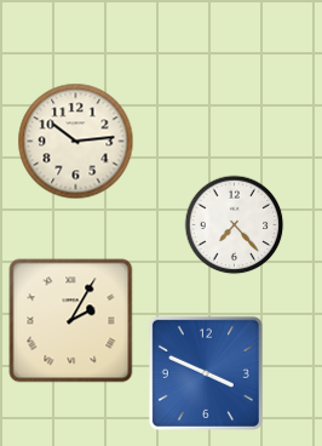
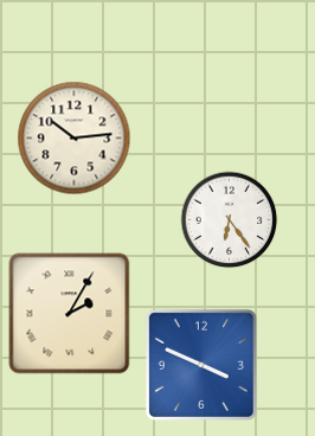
clock at (235, 225): 7:23 -> 6:24
